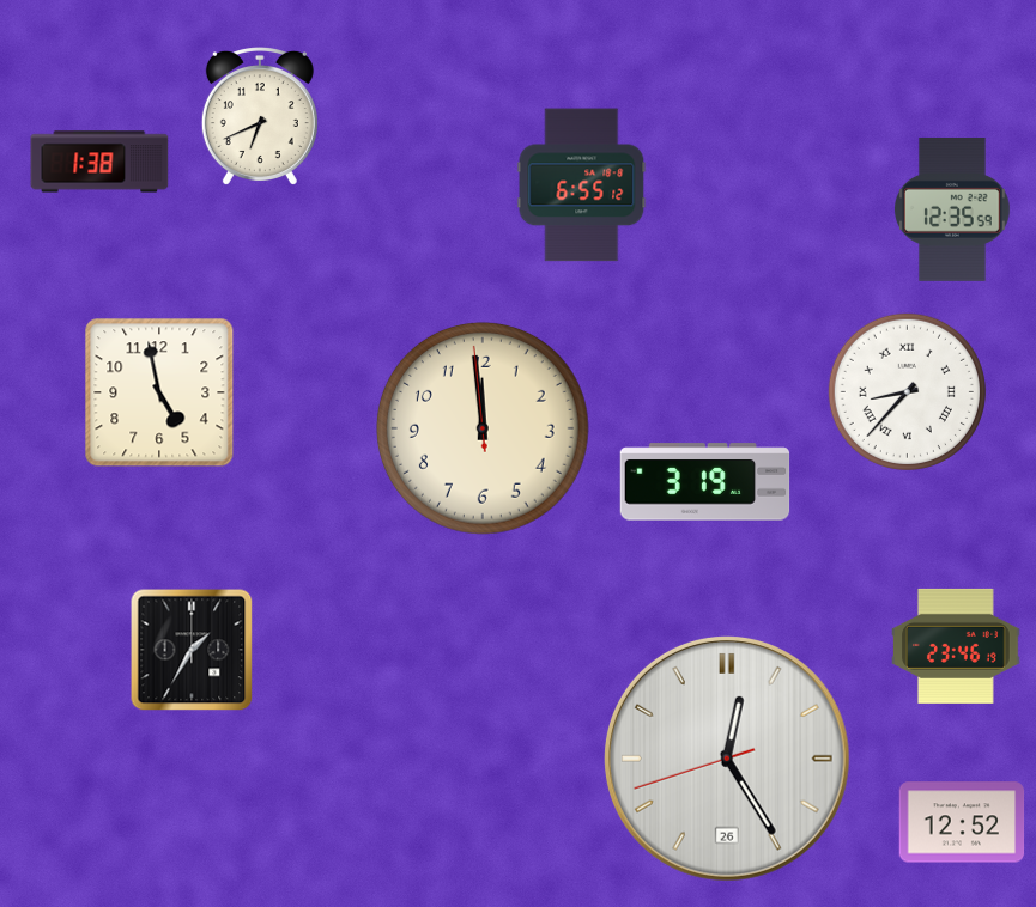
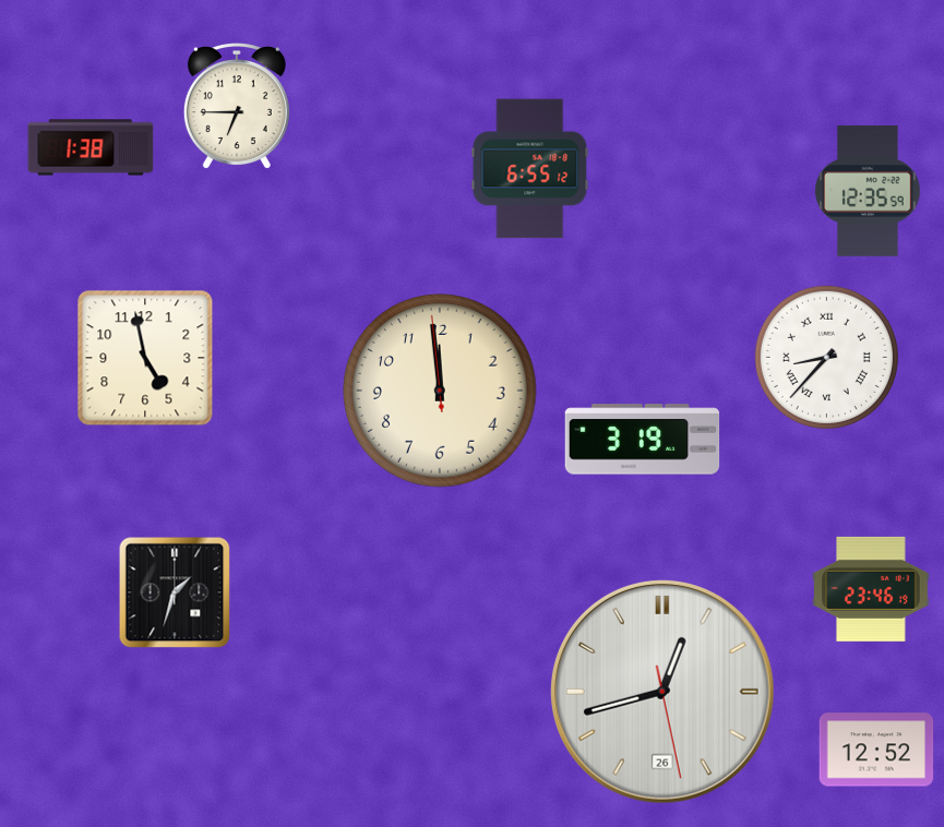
clock at (260, 116): 6:41 -> 6:45
clock at (192, 650): 1:35 -> 1:33
clock at (727, 759): 12:24 -> 12:42
